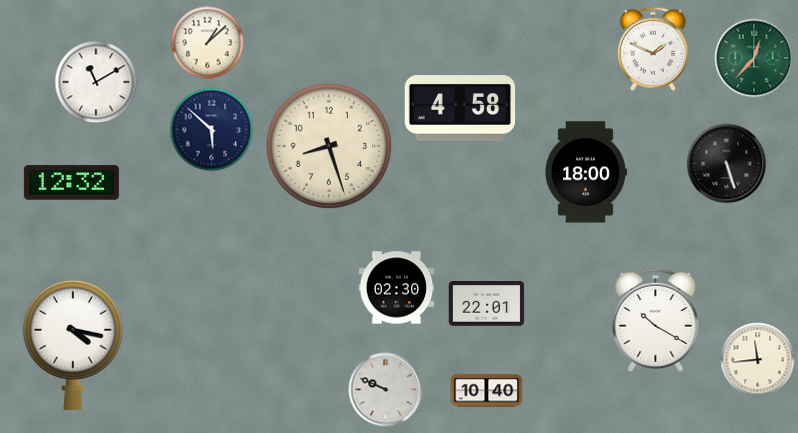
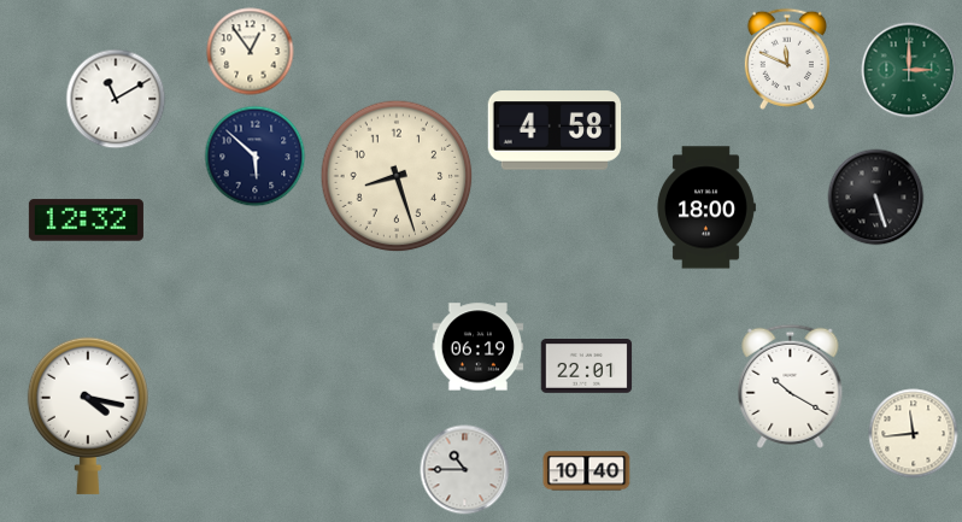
clock at (208, 43): 1:08 -> 12:54
clock at (653, 49): 1:49 -> 11:49
clock at (754, 58): 12:37 -> 3:00
clock at (397, 288): 02:30 -> 06:19
clock at (386, 390): 9:49 -> 10:45
